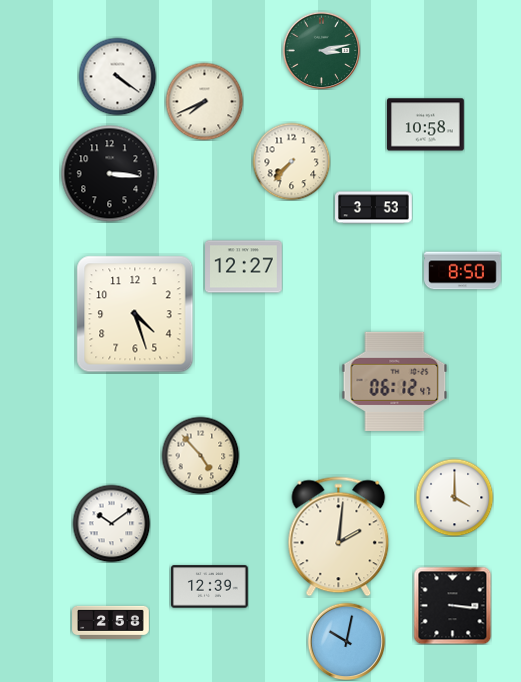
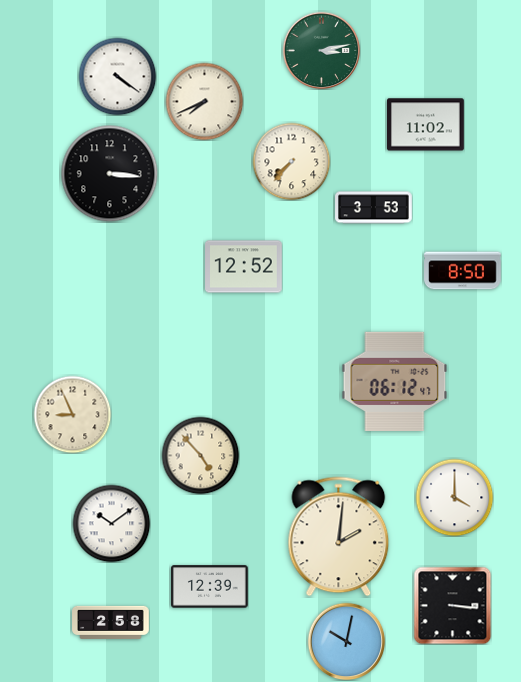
clock at (426, 125): 10:58 -> 11:02
clock at (244, 267): 12:27 -> 12:52
clock at (135, 314): 4:27 -> none
clock at (72, 414): none -> 8:56
